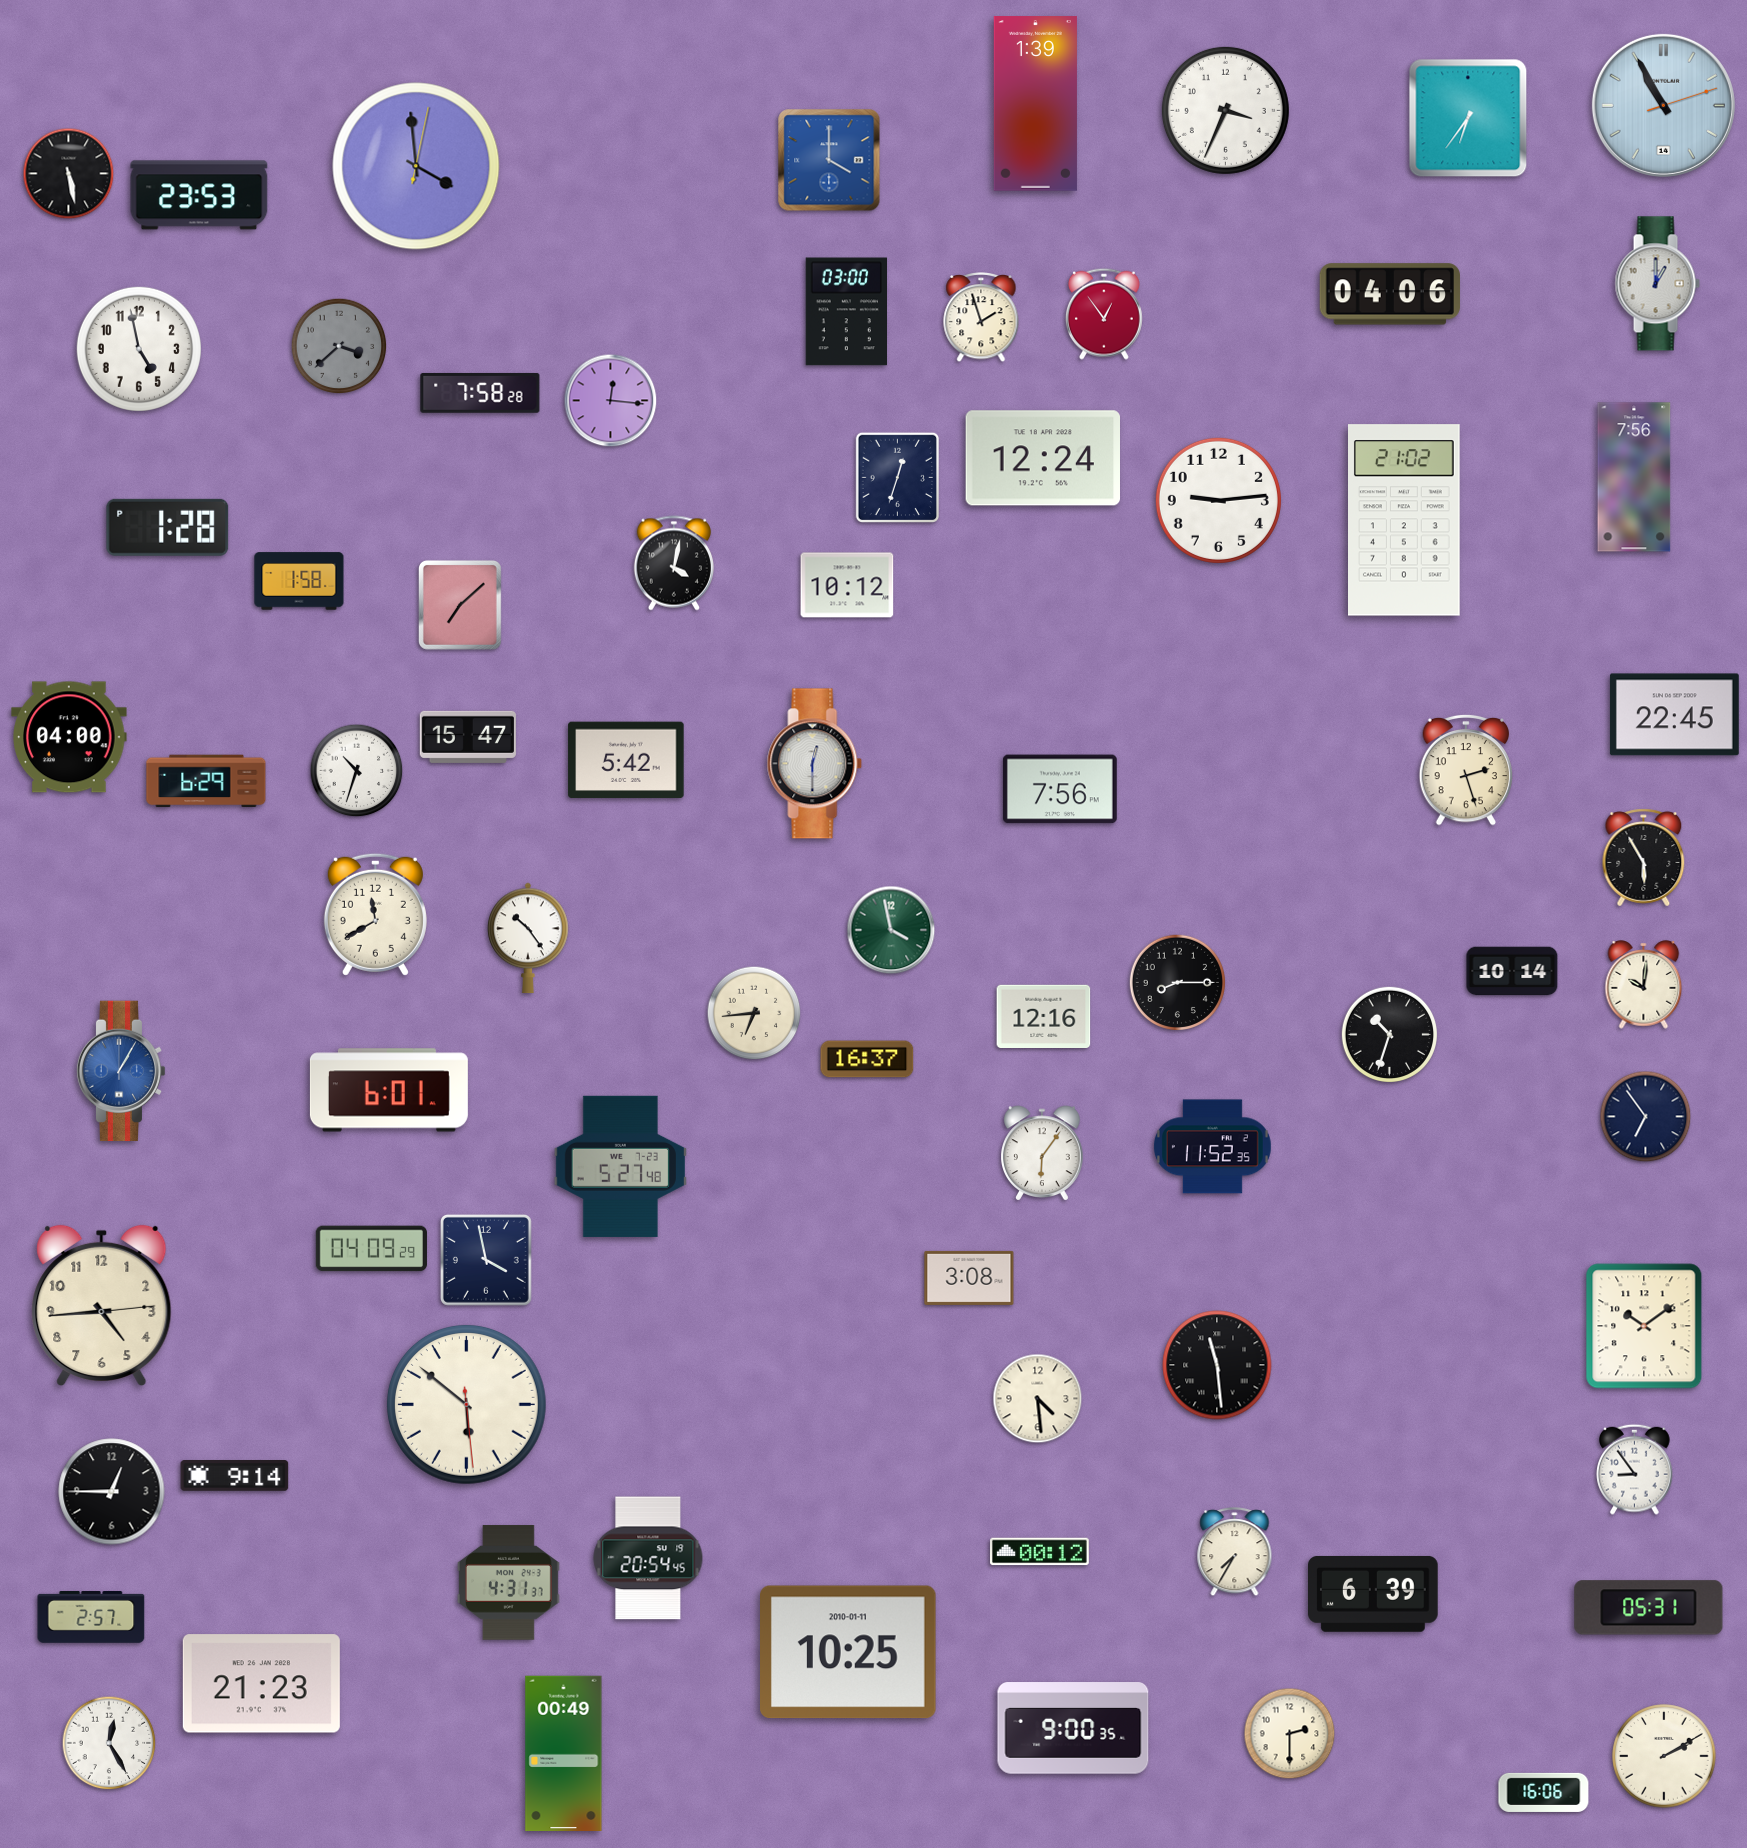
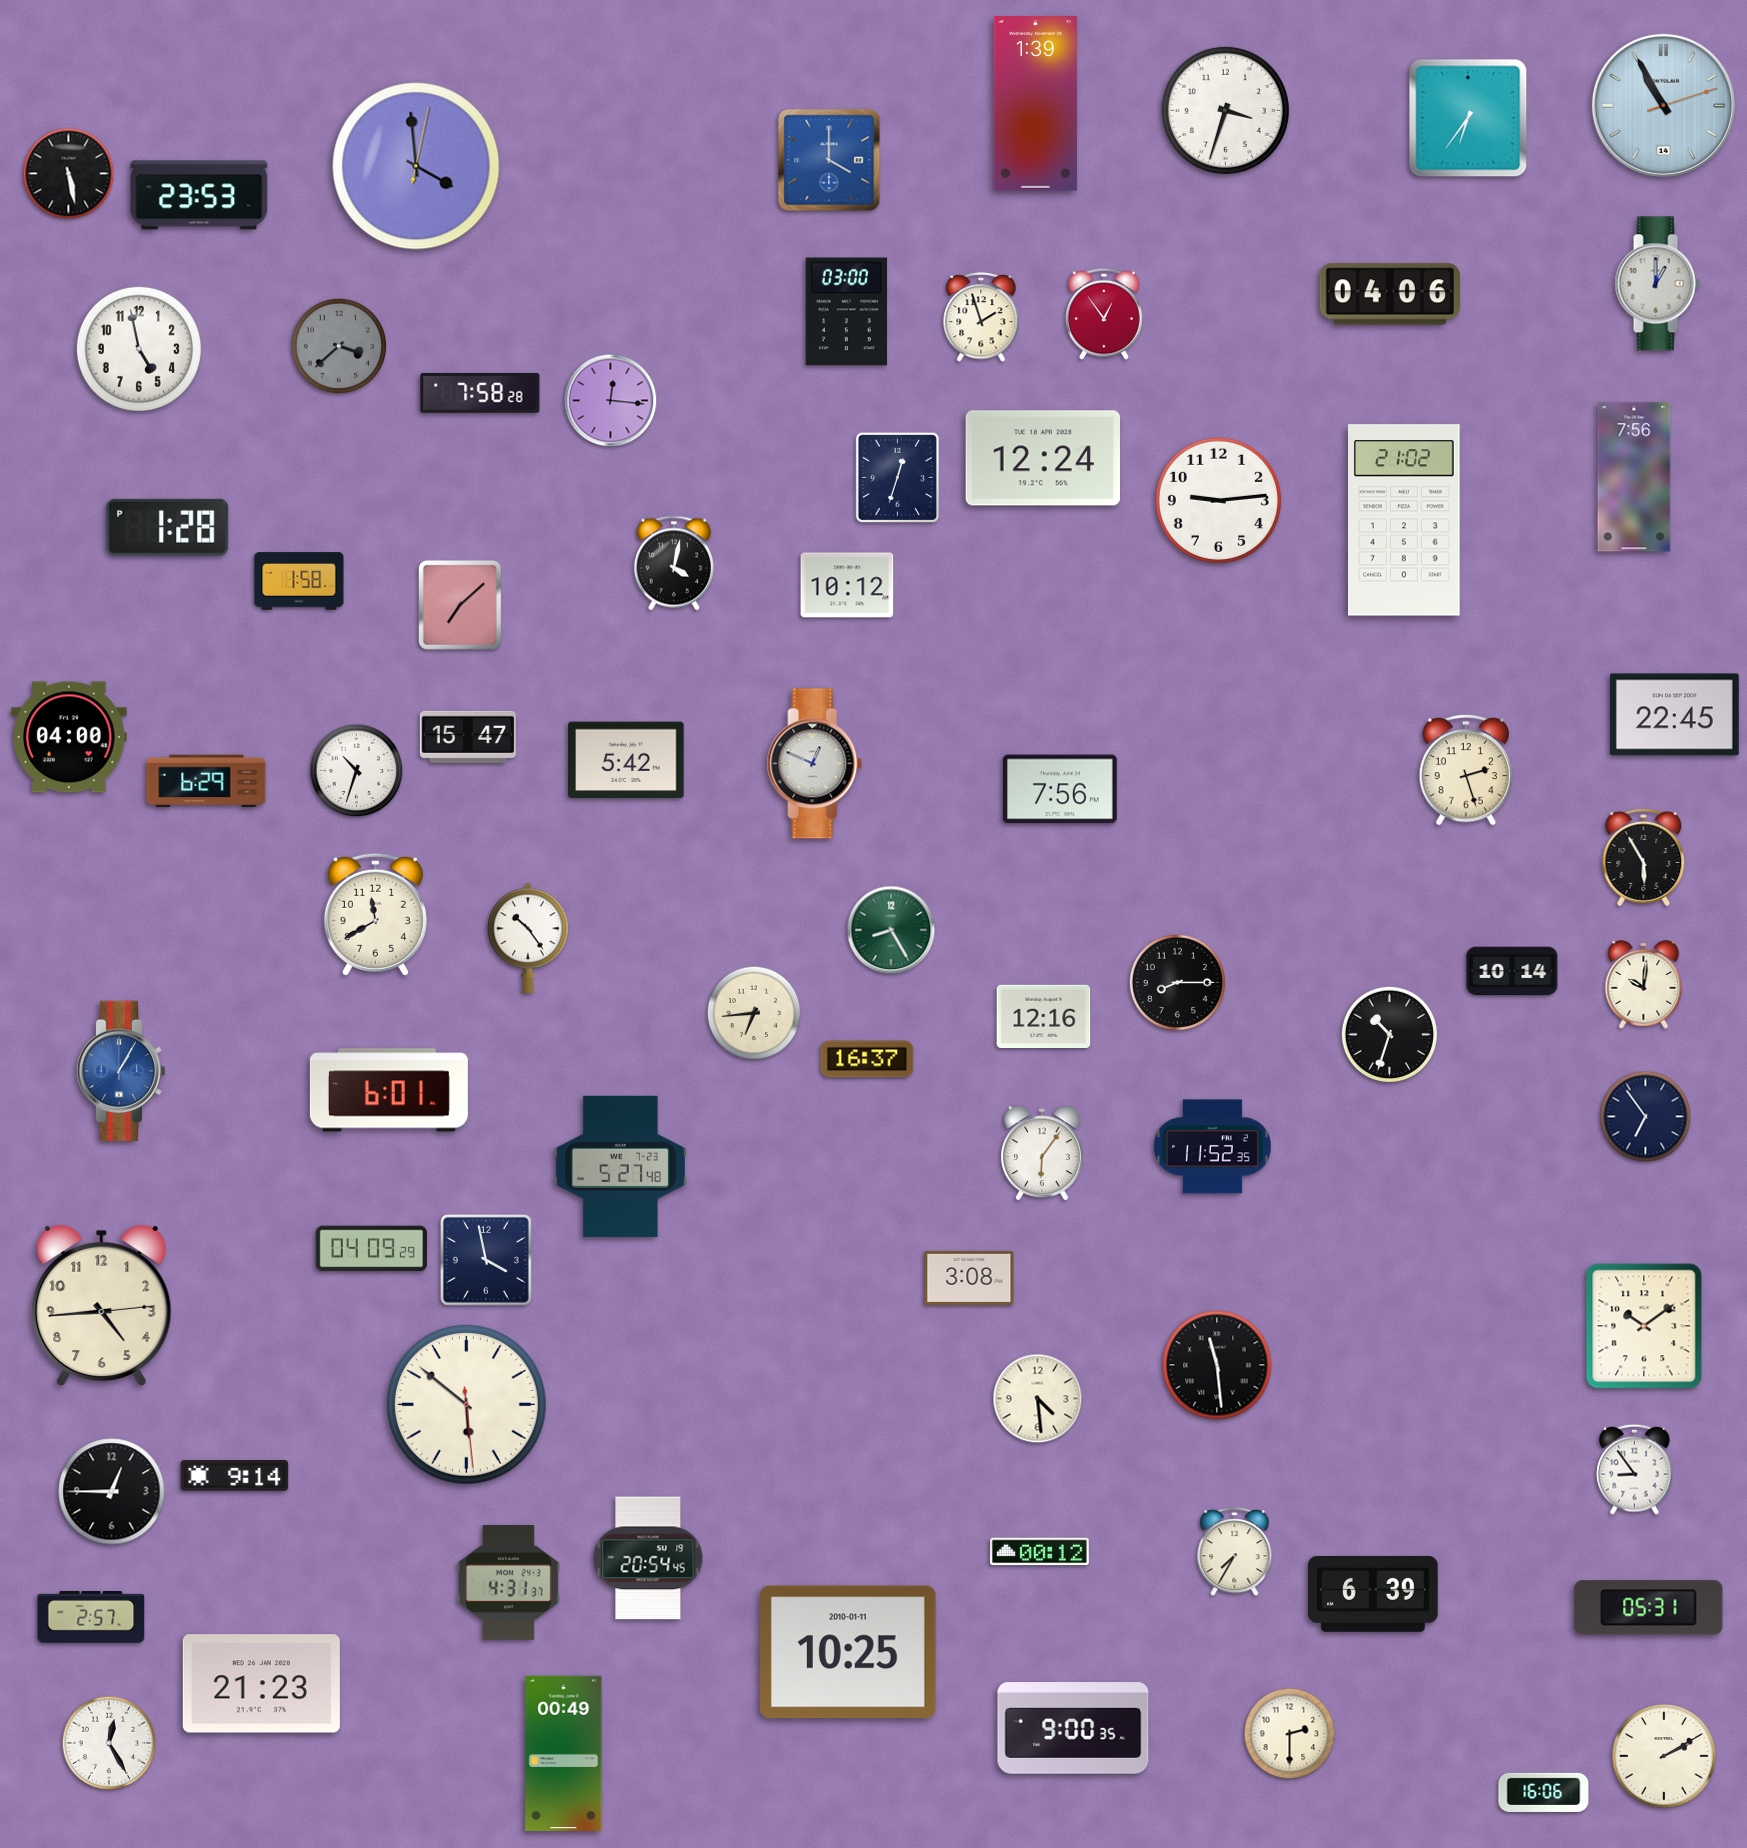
clock at (1225, 110): 3:34 -> 3:33
clock at (815, 764): 12:30 -> 12:49
clock at (891, 930): 3:58 -> 8:25
